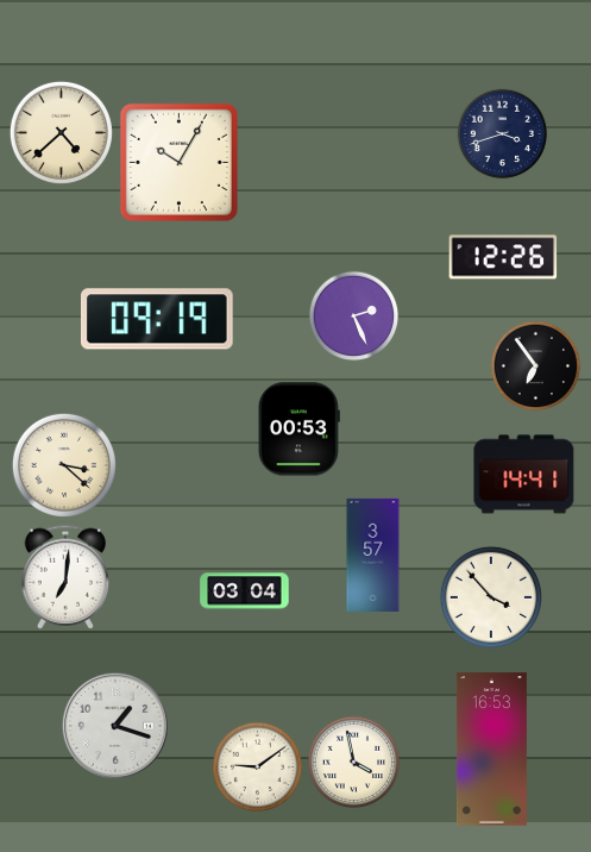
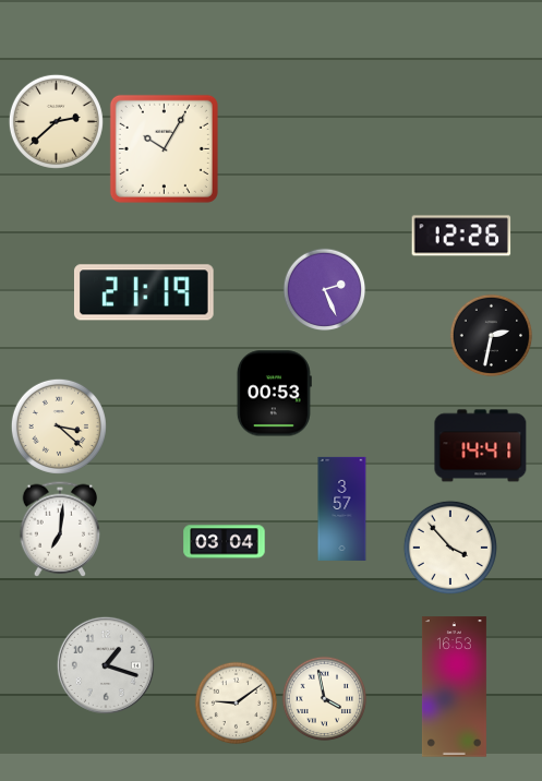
clock at (61, 132): 4:38 -> 2:38
clock at (503, 134): 3:42 -> none
clock at (157, 319): 09:19 -> 21:19
clock at (536, 367): 6:54 -> 2:32
clock at (524, 475) position: (524, 475) -> (481, 446)
clock at (491, 750) position: (491, 750) -> (454, 687)
